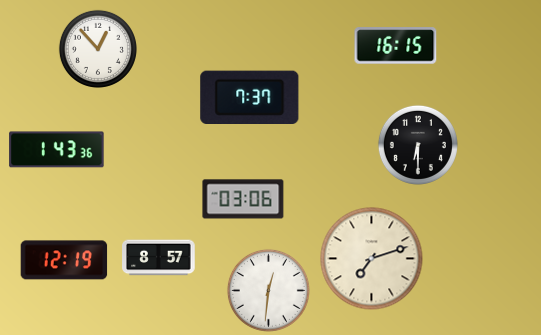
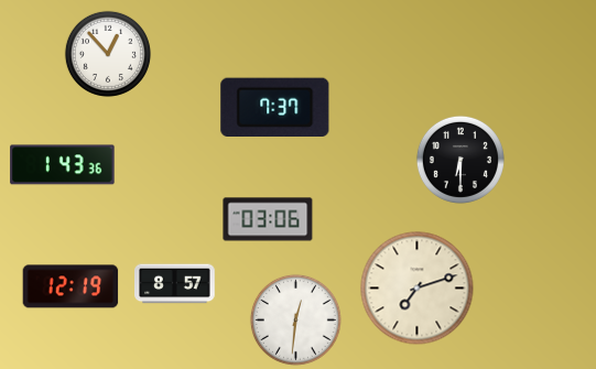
clock at (396, 46): 16:15 -> none
clock at (372, 259) position: (372, 259) -> (418, 289)
